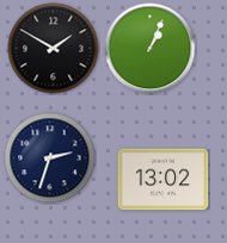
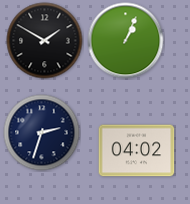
clock at (164, 180): 13:02 -> 04:02
